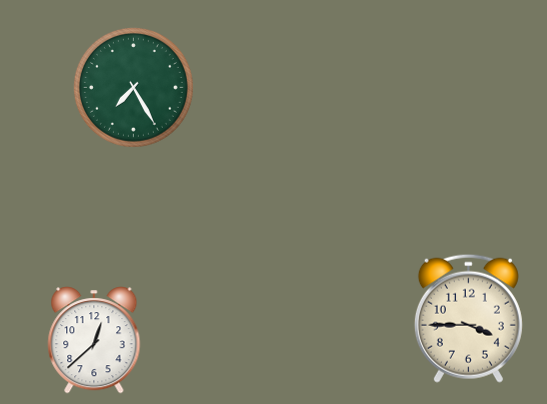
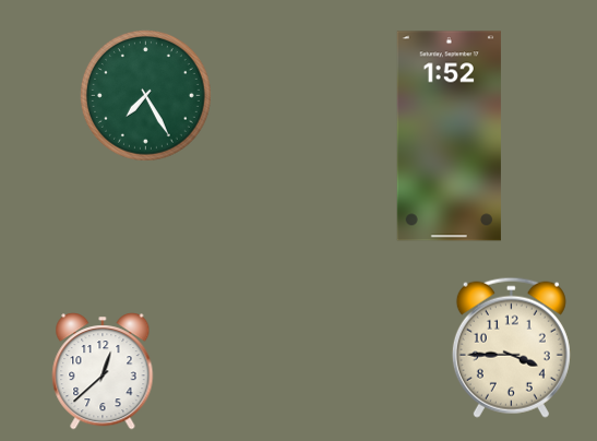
clock at (449, 136): none -> 1:52
